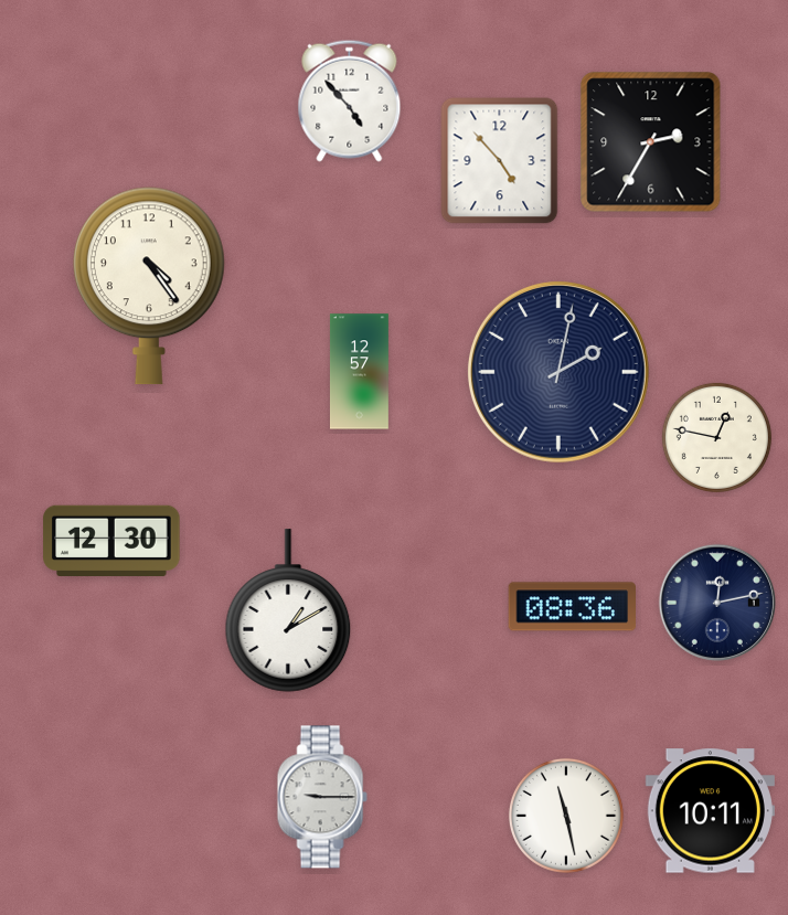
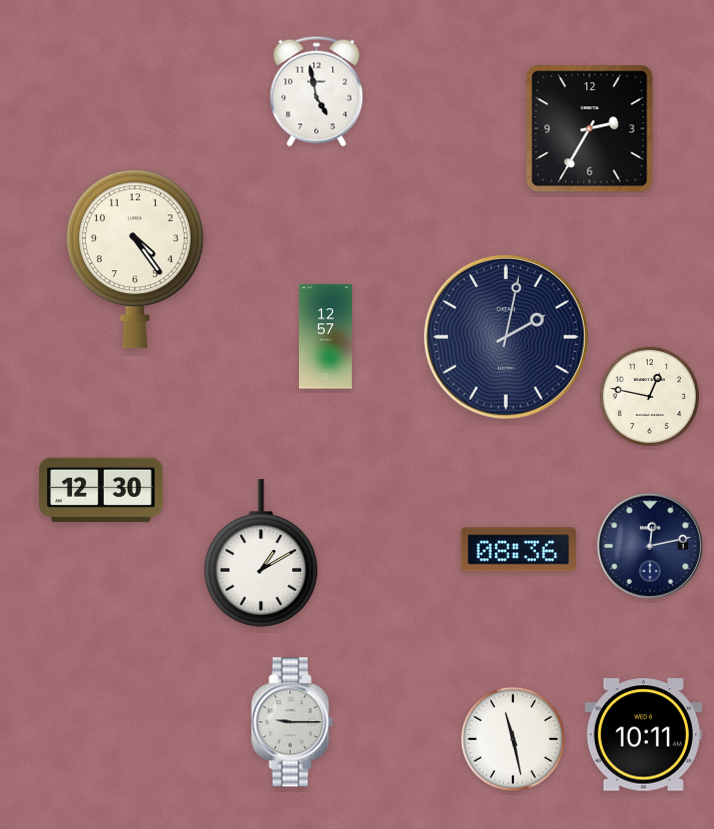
clock at (350, 100): 4:53 -> 4:58
clock at (500, 161): 4:53 -> none
